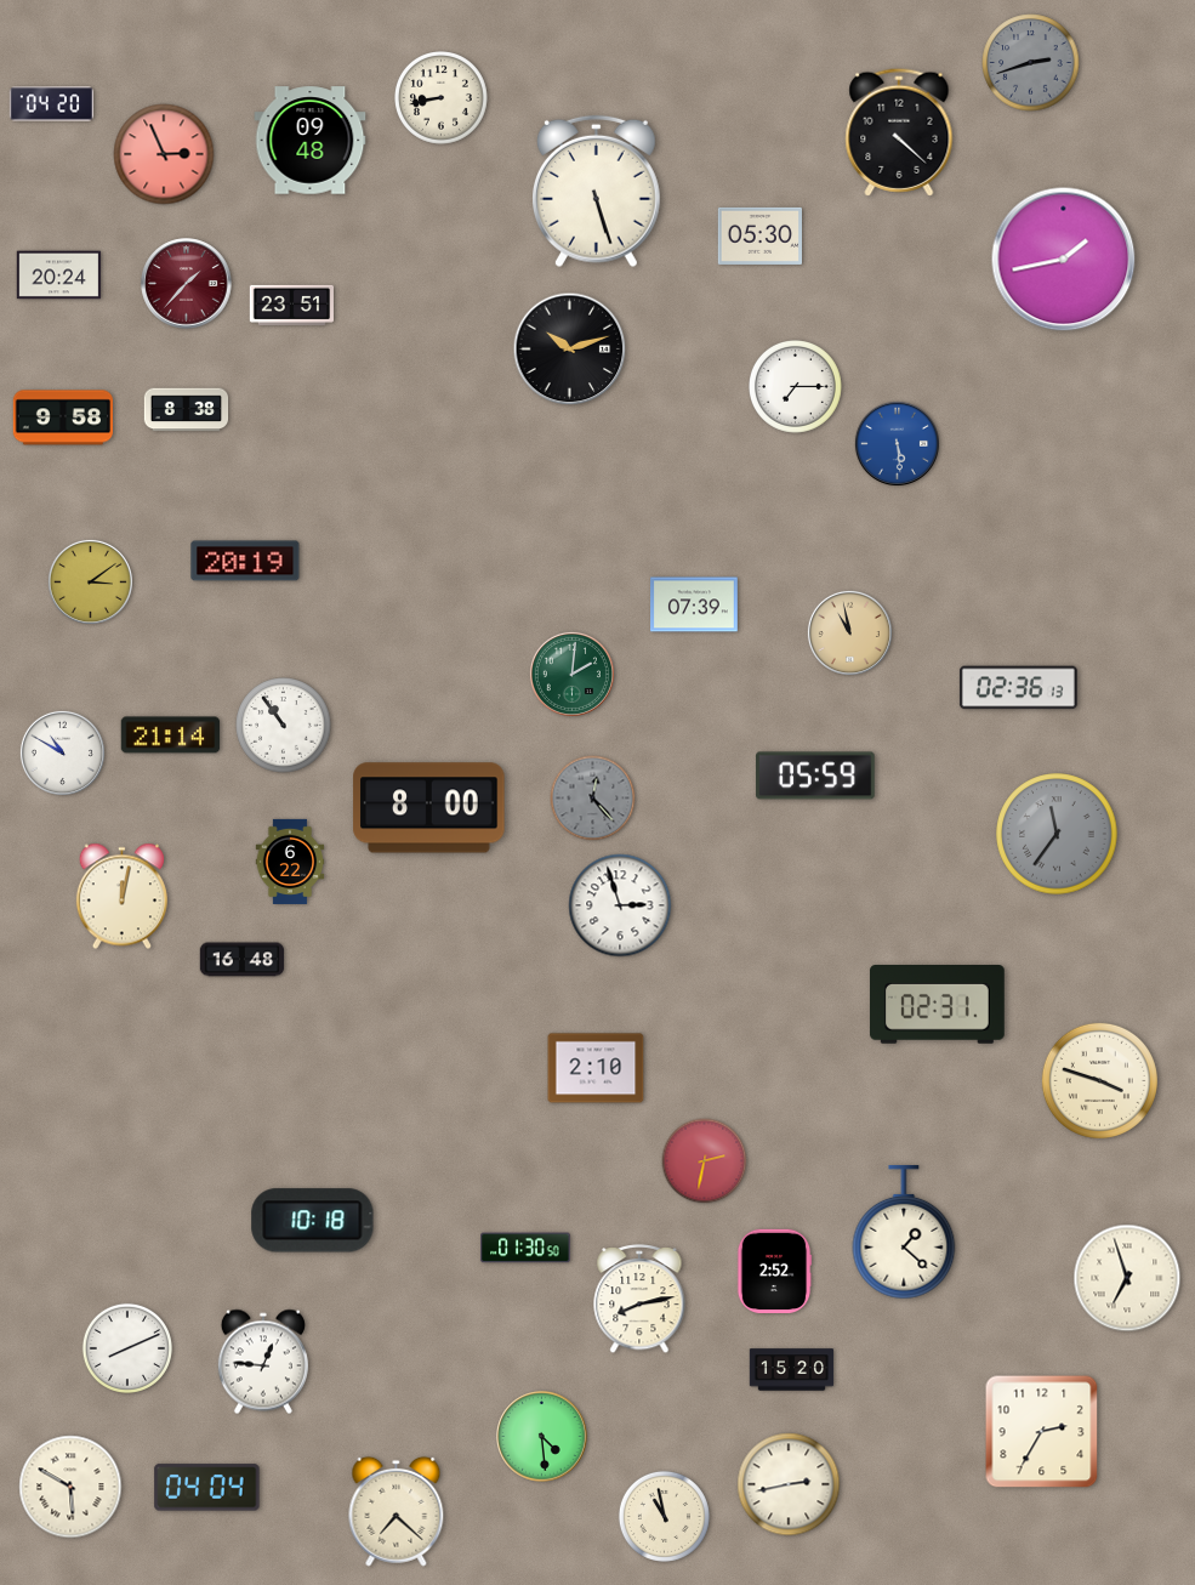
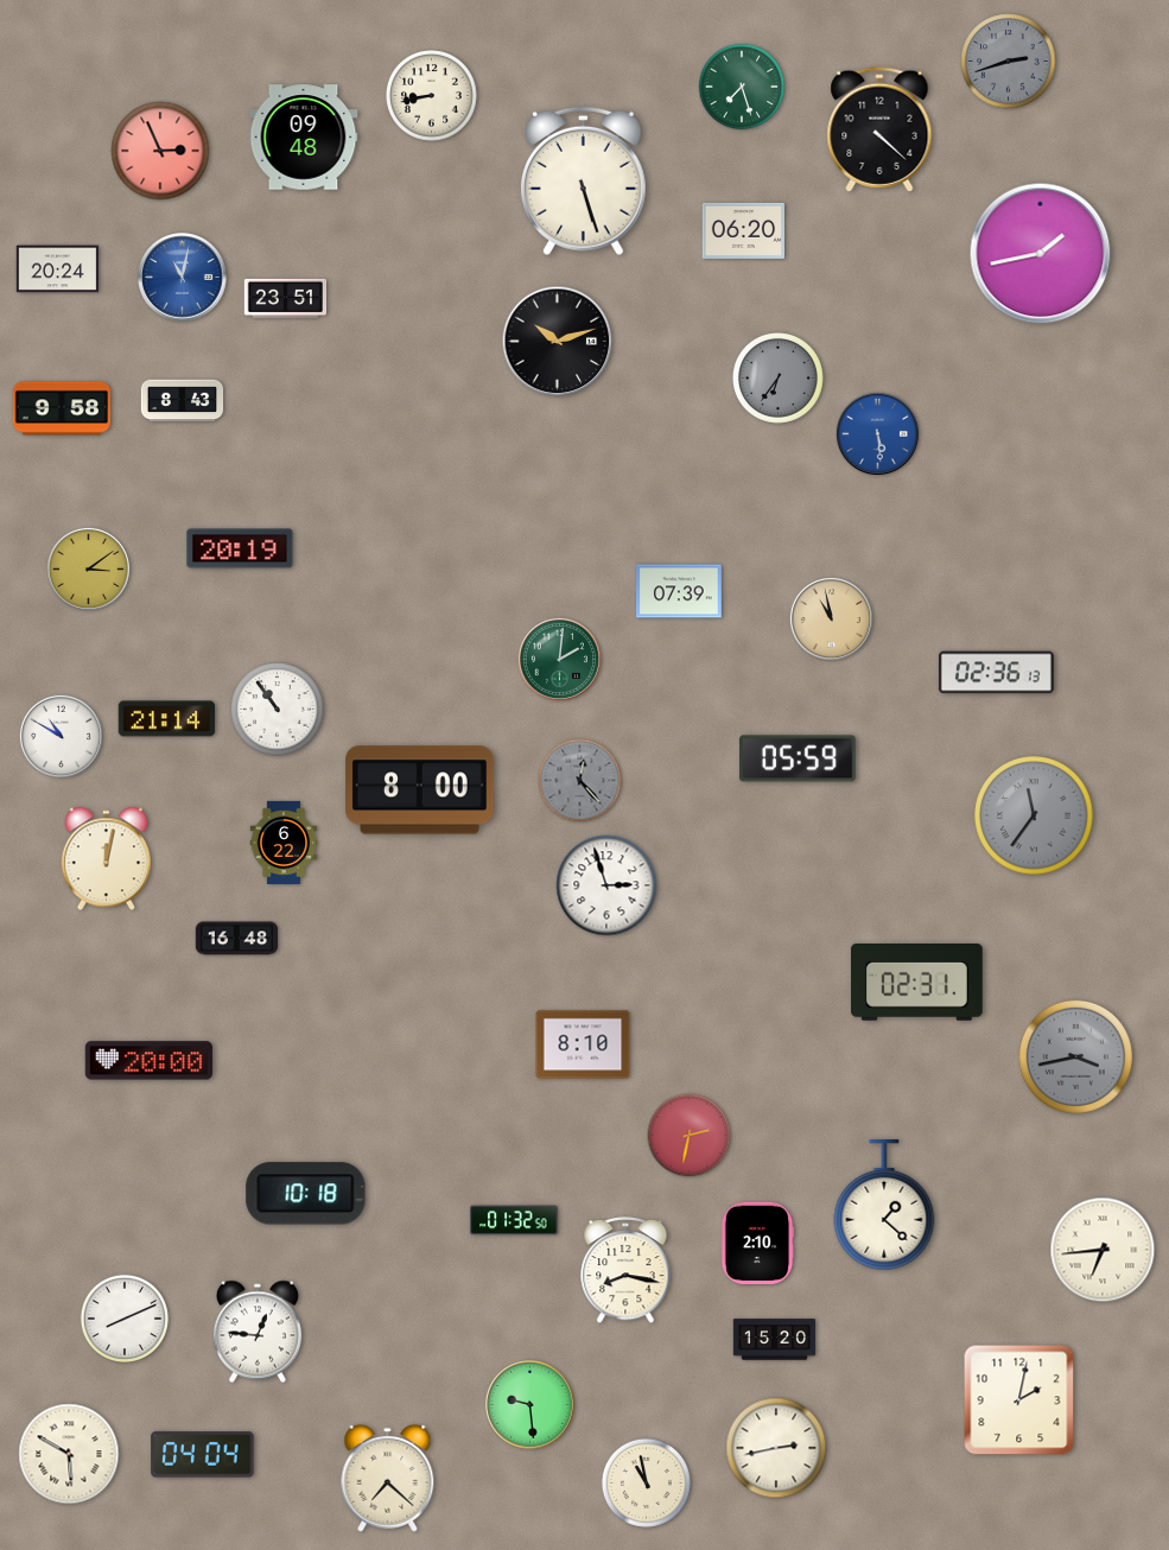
clock at (742, 87): none -> 7:27
clock at (52, 104): 04:20 -> none
clock at (596, 192) position: (596, 192) -> (583, 182)
clock at (759, 235): 05:30 -> 06:20
clock at (187, 284): 1:37 -> 11:02
clock at (187, 284) dial: burgundy -> blue
clock at (796, 387): 7:15 -> 6:36
clock at (796, 387) dial: white -> grey
clock at (187, 410): 8:38 -> 8:43
clock at (121, 897) position: (121, 897) -> (106, 859)
clock at (596, 1068): 2:10 -> 8:10
clock at (1099, 1080): 3:48 -> 3:43
clock at (1099, 1080) dial: cream -> grey
clock at (148, 1061): none -> 20:00
clock at (525, 1248): 01:30 -> 01:32
clock at (774, 1271): 2:52 -> 2:10
clock at (1127, 1278): 6:57 -> 6:44
clock at (639, 1300): 8:13 -> 8:17
clock at (1042, 1432): 2:35 -> 2:02
clock at (542, 1437): 4:29 -> 9:29
clock at (789, 1484) position: (789, 1484) -> (776, 1448)
clock at (664, 1516) position: (664, 1516) -> (646, 1482)
